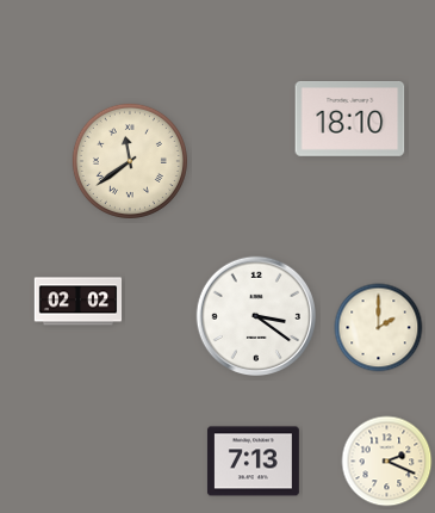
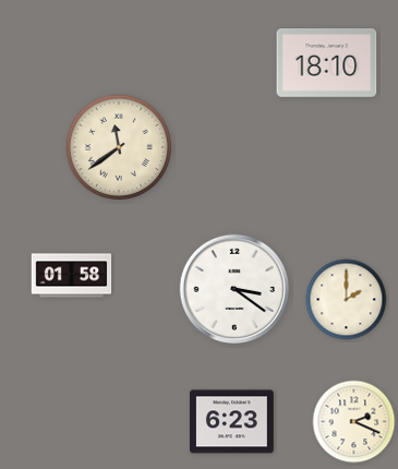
clock at (350, 119) position: (350, 119) -> (327, 63)
clock at (79, 302): 02:02 -> 01:58
clock at (253, 462): 7:13 -> 6:23
